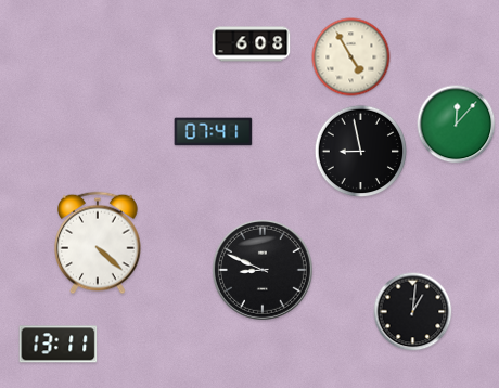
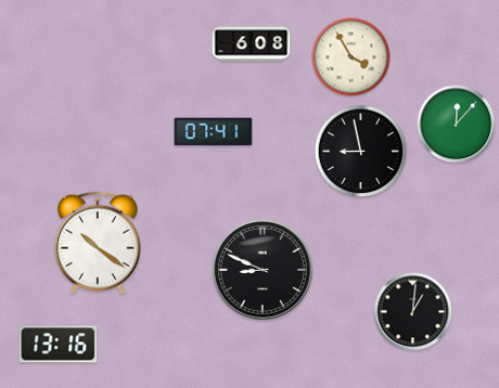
clock at (351, 57): 4:55 -> 3:55
clock at (98, 243): 4:22 -> 10:21
clock at (59, 345): 13:11 -> 13:16
